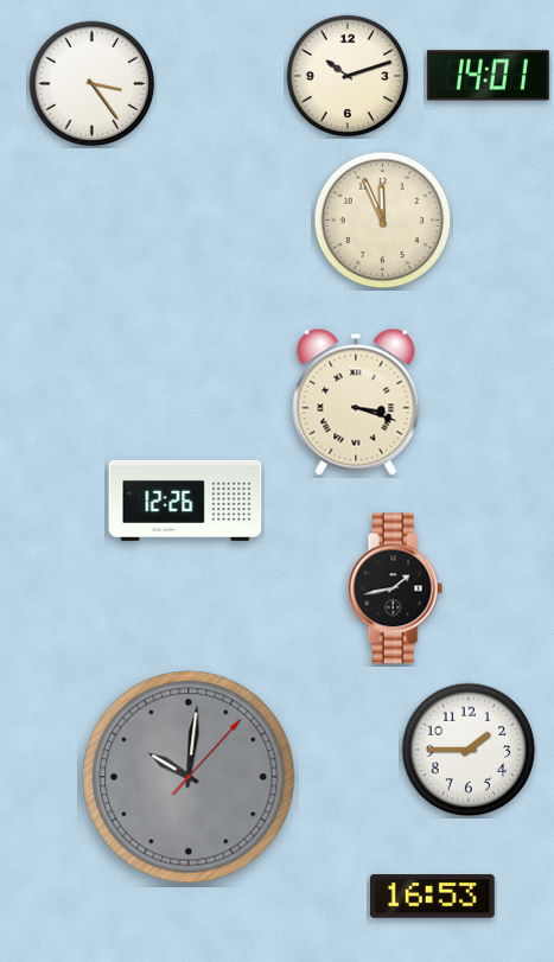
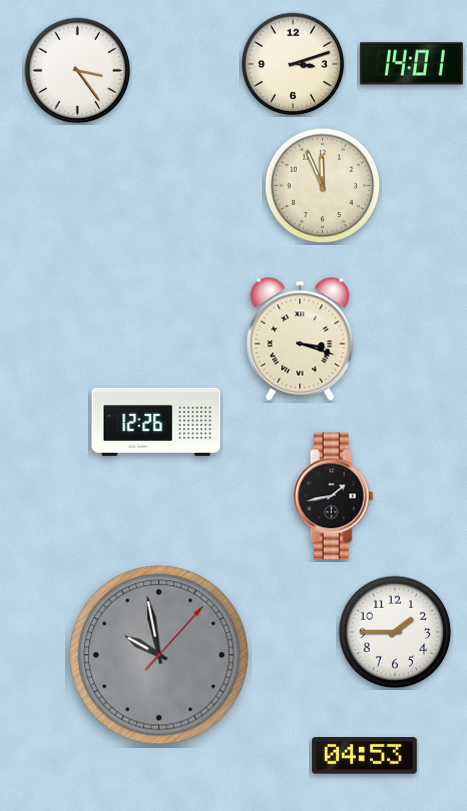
clock at (348, 76): 10:12 -> 3:12
clock at (189, 777): 10:01 -> 9:58
clock at (432, 897): 16:53 -> 04:53
